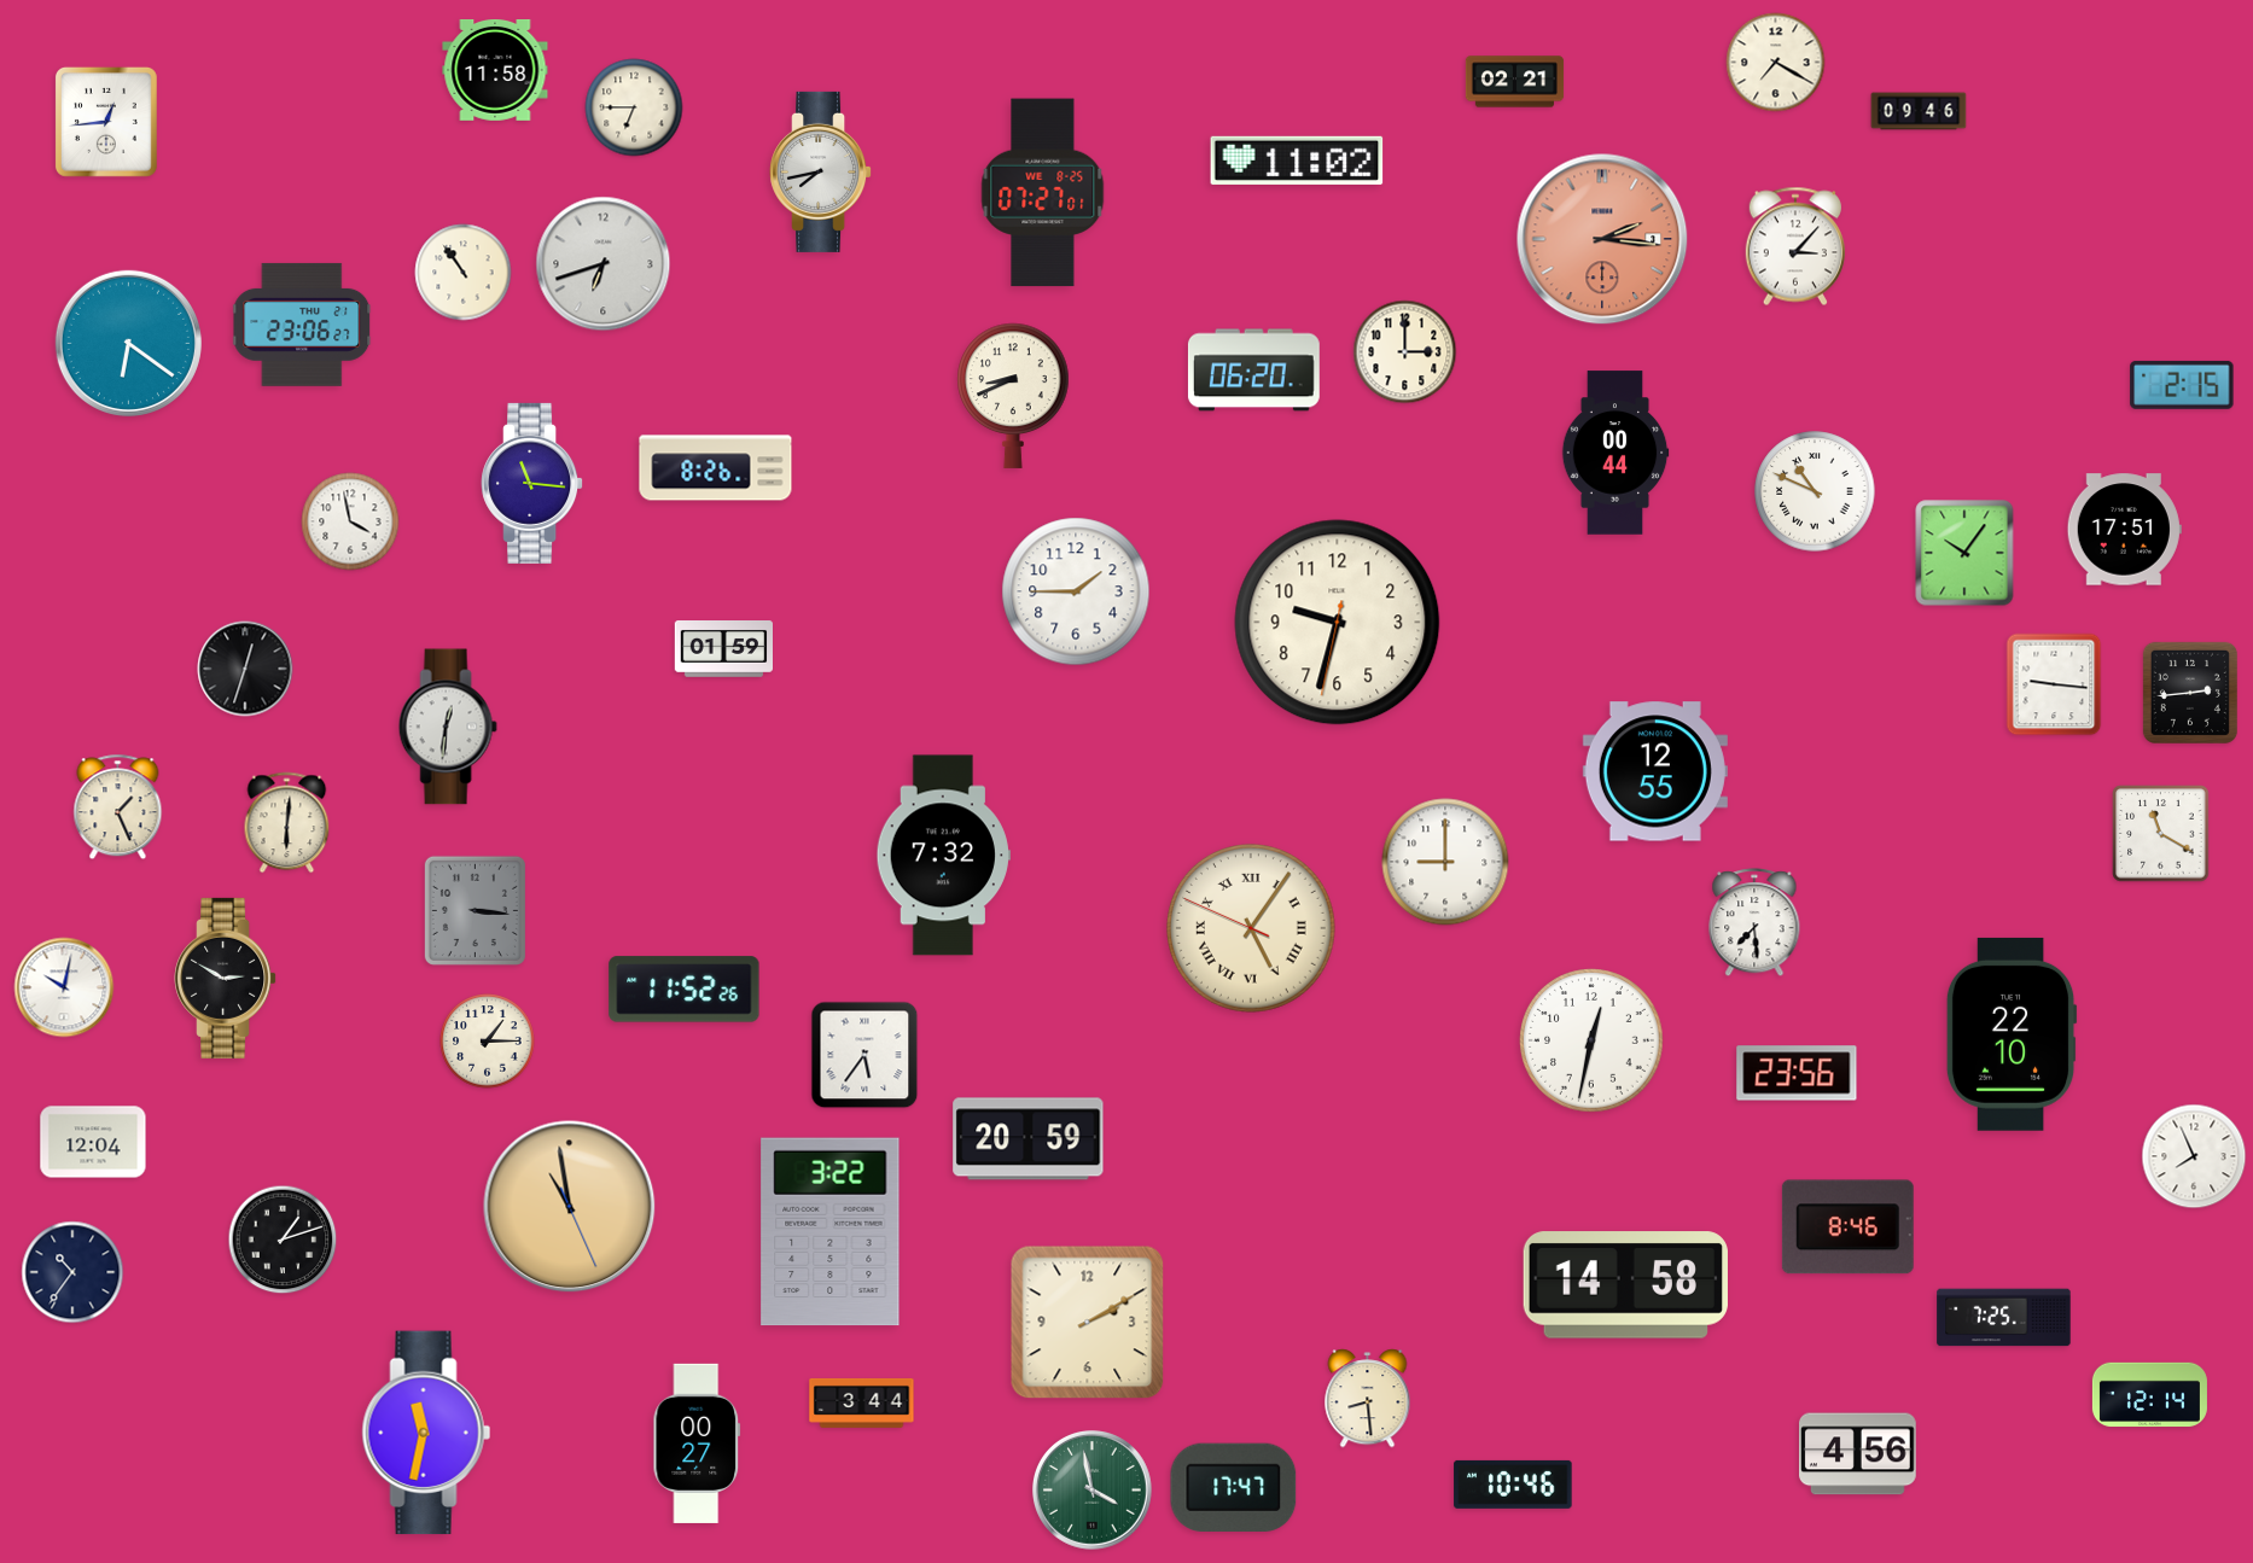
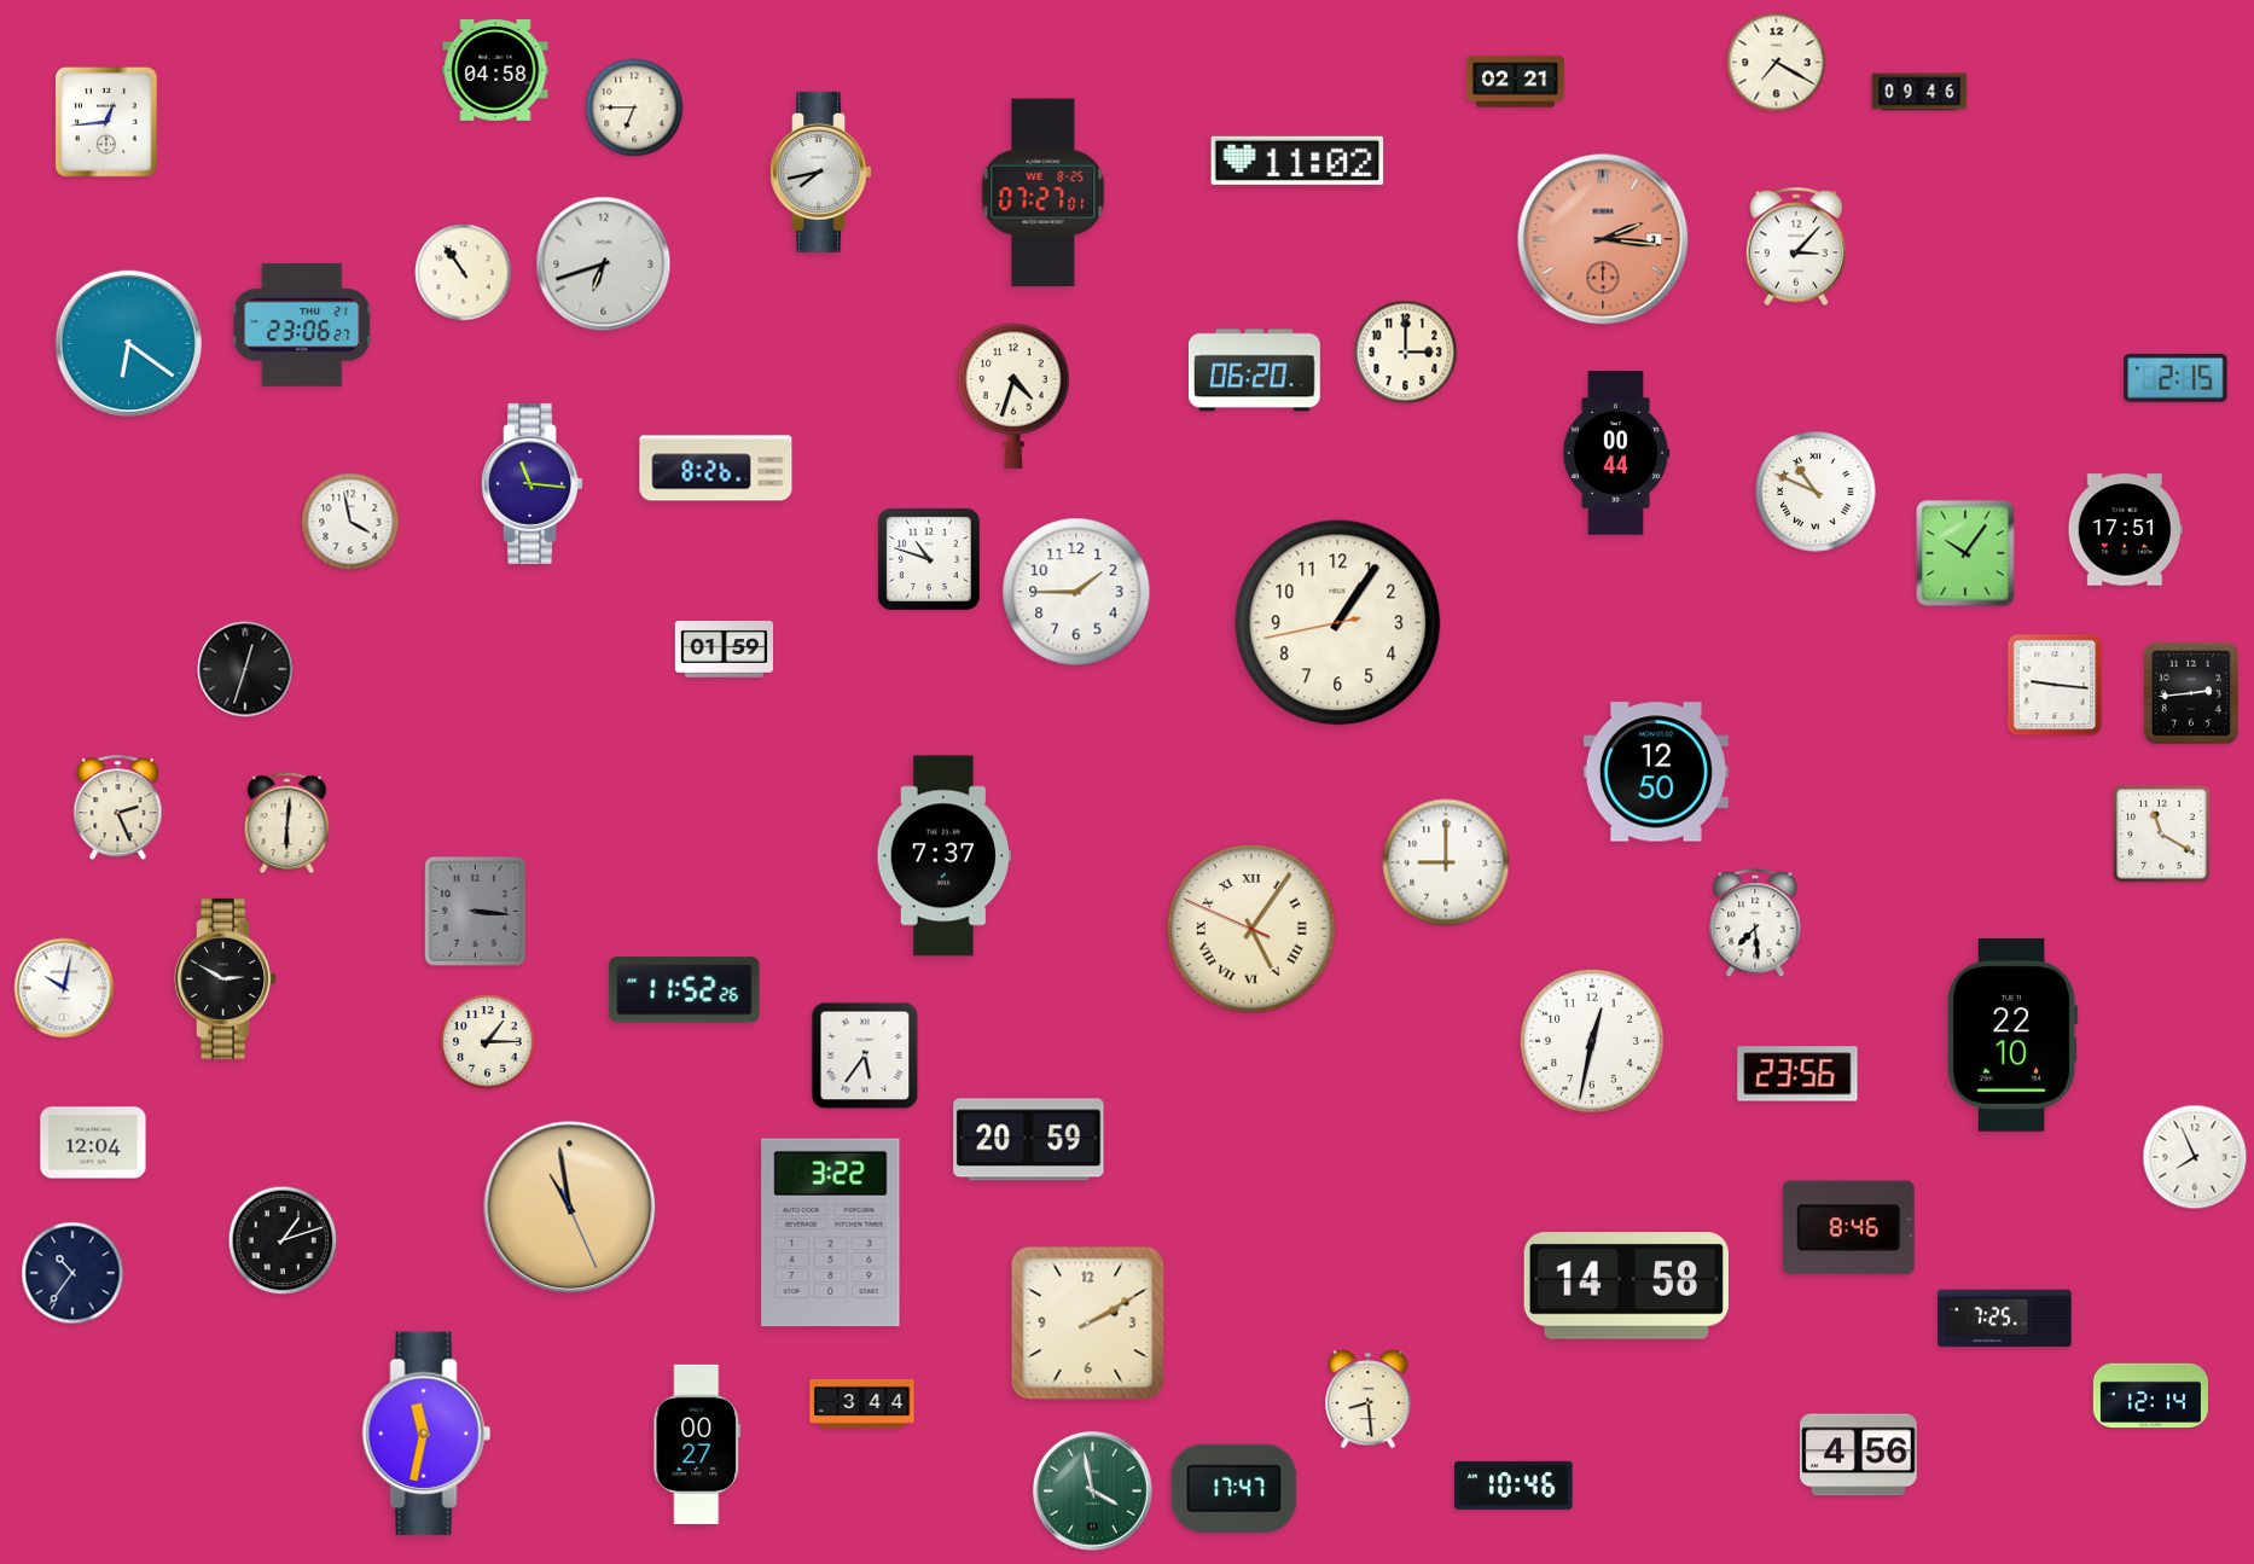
clock at (495, 70): 11:58 -> 04:58
clock at (1919, 111) position: (1919, 111) -> (1919, 92)
clock at (2182, 385) position: (2182, 385) -> (2175, 378)
clock at (1013, 396): 8:41 -> 4:33
clock at (929, 559): none -> 10:48
clock at (1338, 623): 9:32 -> 1:05
clock at (448, 727): 12:31 -> none
clock at (1655, 771): 12:55 -> 12:50
clock at (118, 807): 1:26 -> 2:26
clock at (943, 856): 7:32 -> 7:37
